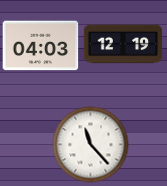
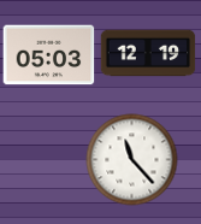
clock at (41, 46): 04:03 -> 05:03
clock at (91, 145) position: (91, 145) -> (132, 160)
